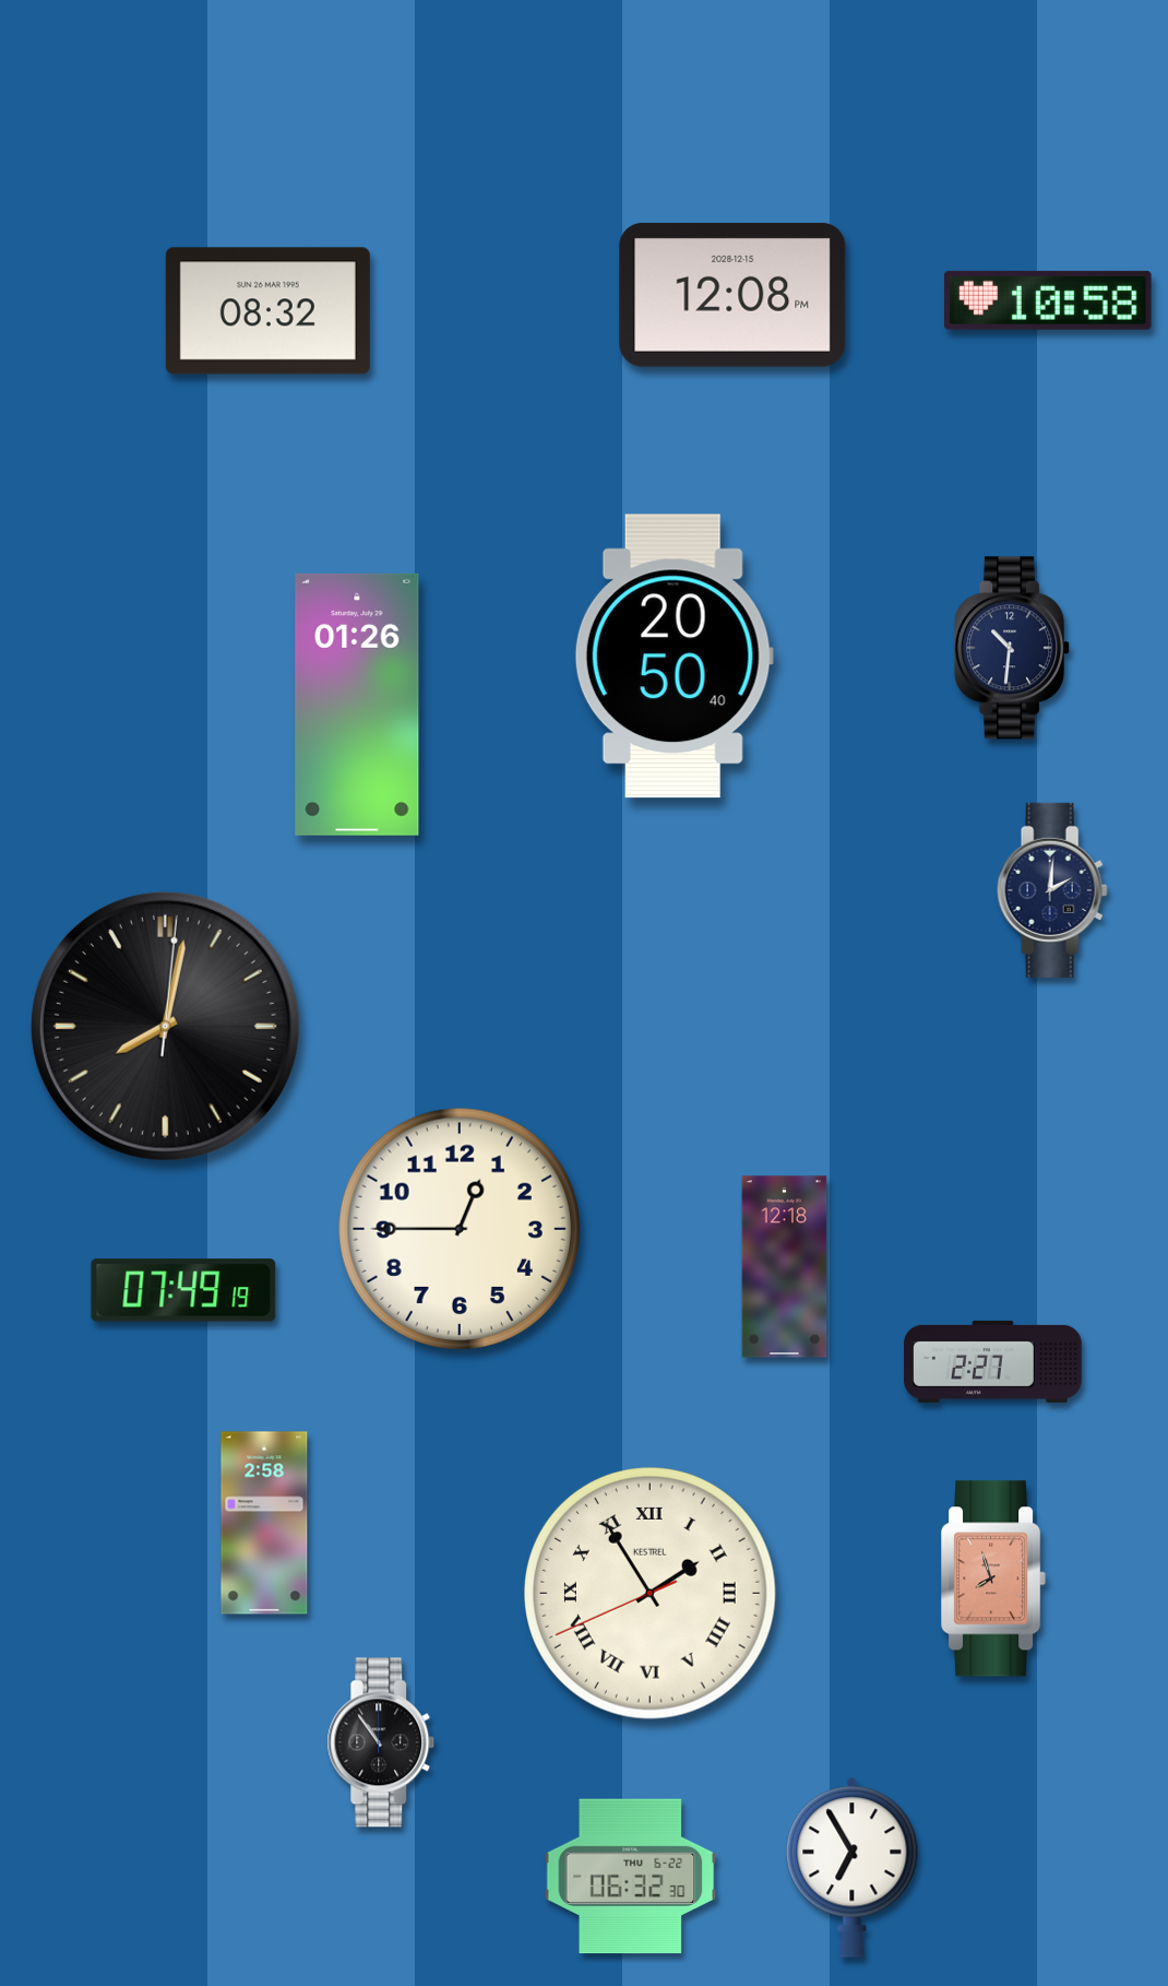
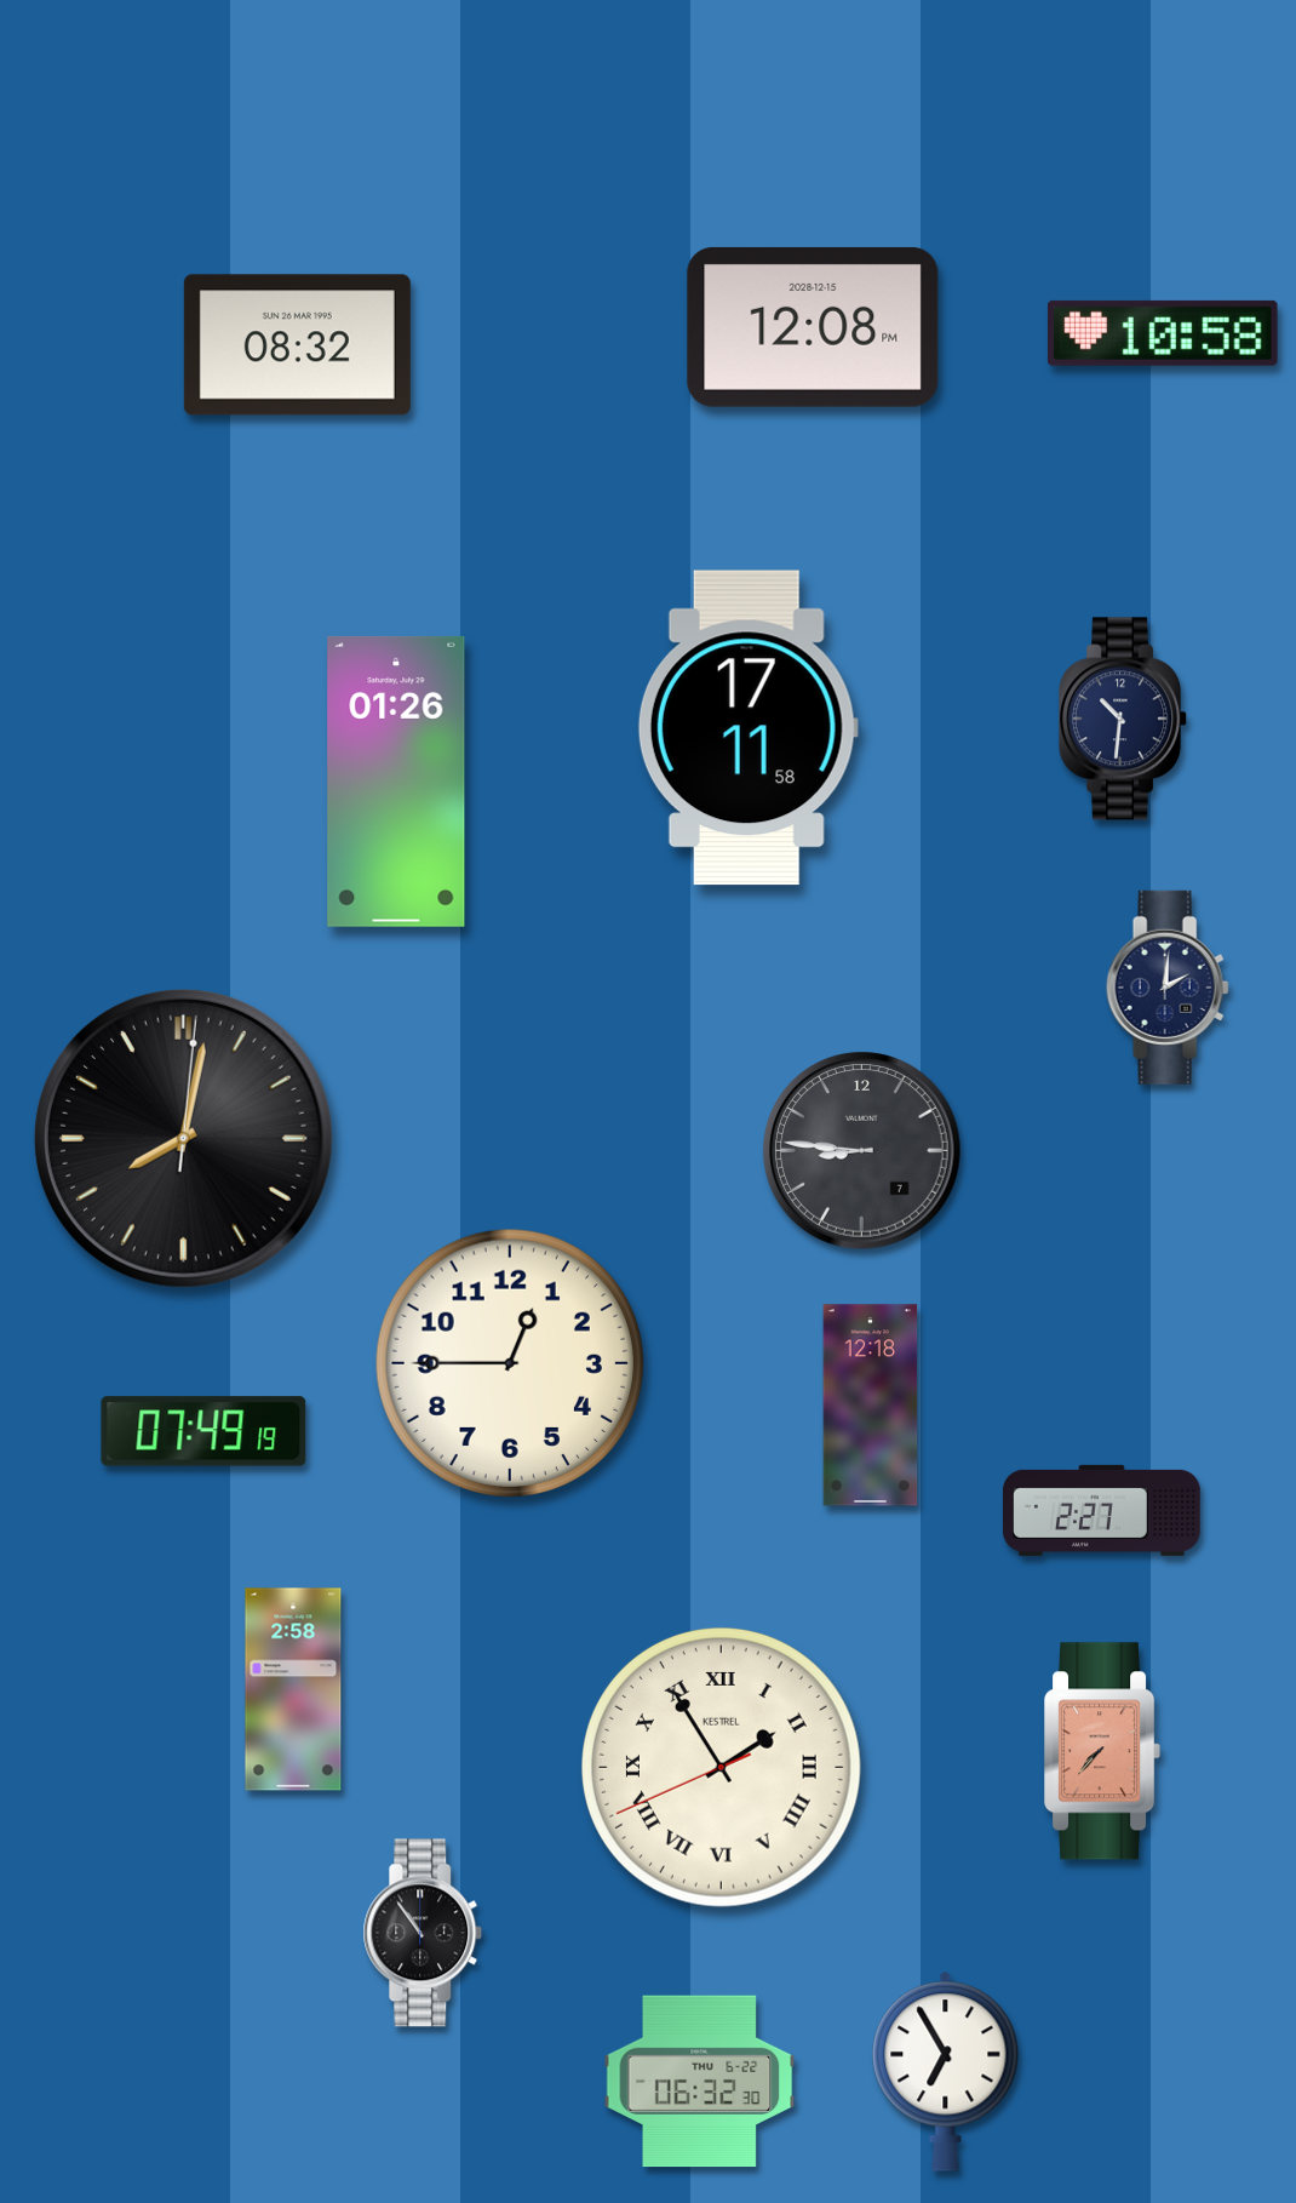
clock at (674, 657): 20:50 -> 17:11
clock at (862, 1151): none -> 8:46
clock at (994, 1579): 7:57 -> 7:37
